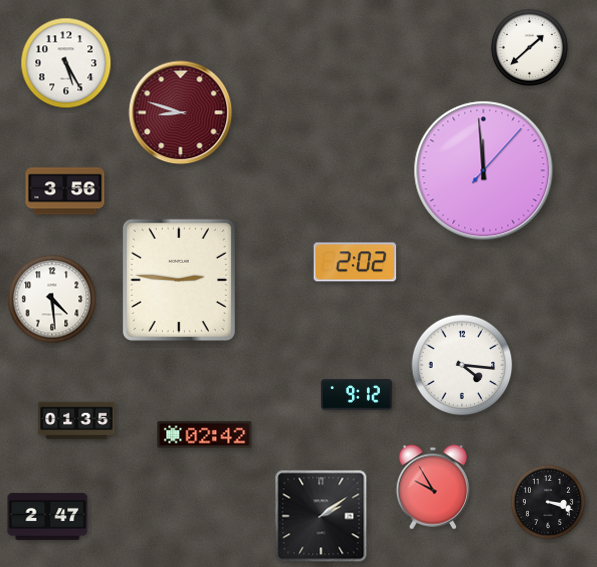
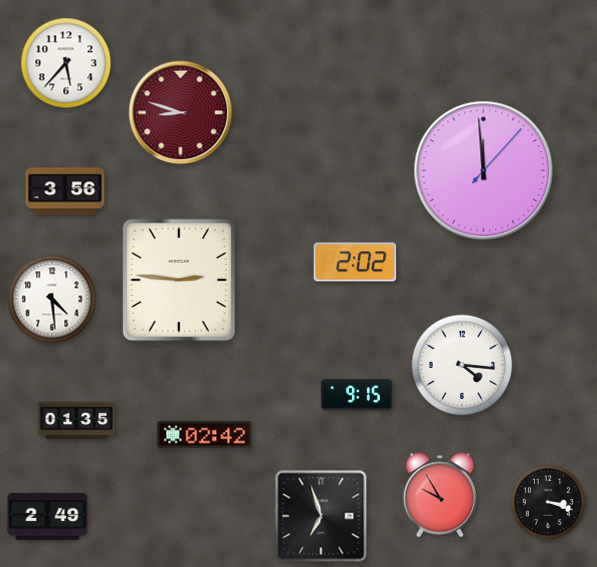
clock at (529, 47): 1:38 -> none
clock at (66, 63): 5:25 -> 5:37
clock at (356, 395): 9:12 -> 9:15
clock at (432, 487) position: (432, 487) -> (439, 495)
clock at (48, 516): 2:47 -> 2:49
clock at (321, 516): 2:09 -> 6:57
